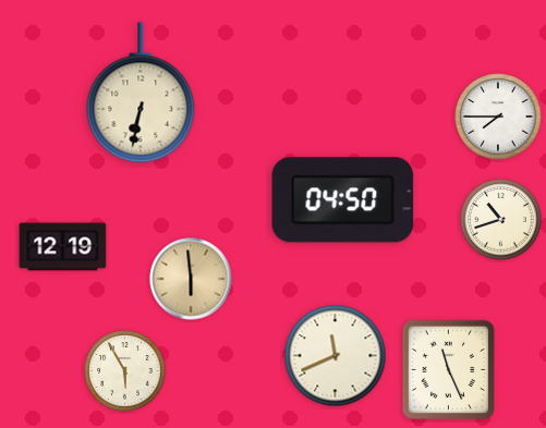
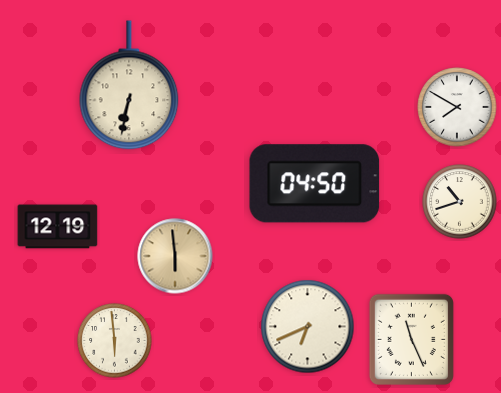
clock at (498, 117): 7:45 -> 7:50
clock at (336, 356): 11:41 -> 6:41
clock at (125, 371): 5:55 -> 5:59
